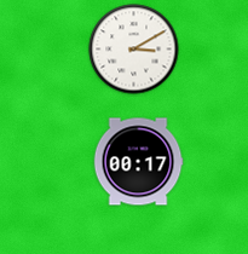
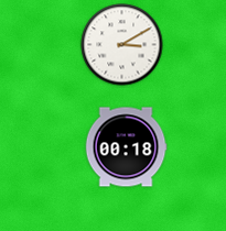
clock at (138, 162): 00:17 -> 00:18
